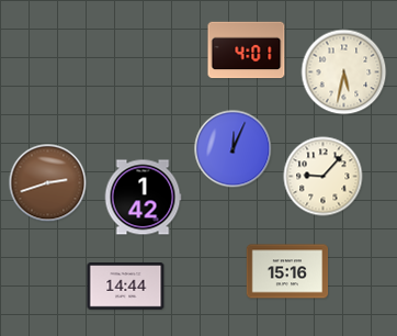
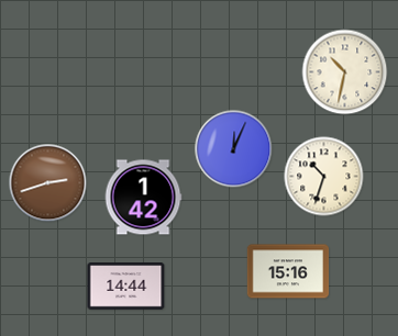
clock at (247, 51): 4:01 -> none
clock at (344, 72): 5:32 -> 10:32
clock at (324, 177): 9:07 -> 10:33
